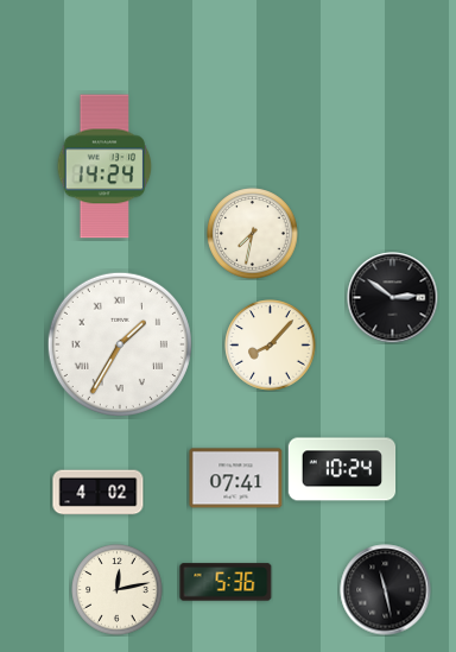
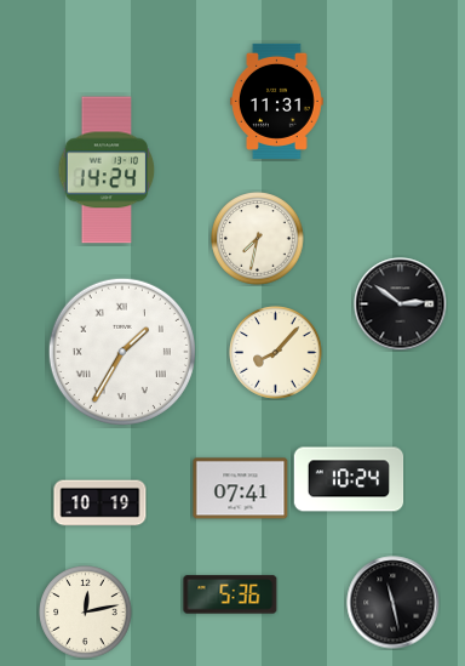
clock at (277, 101): none -> 11:31
clock at (99, 493): 4:02 -> 10:19
clock at (118, 590) position: (118, 590) -> (86, 613)
